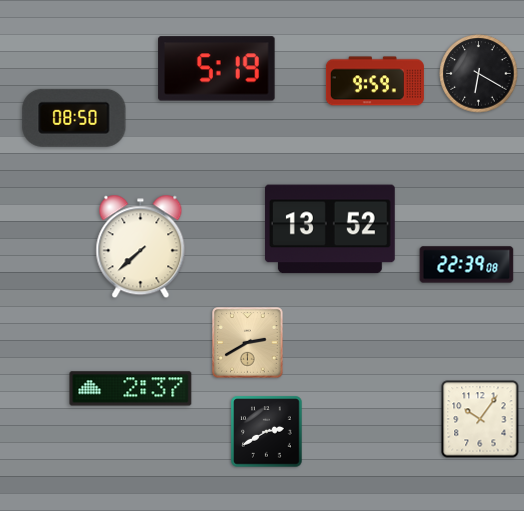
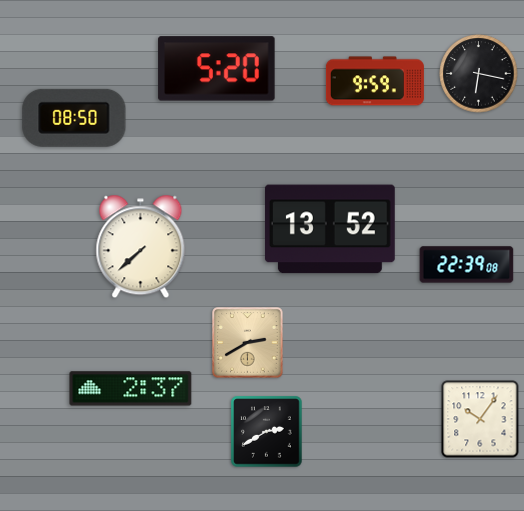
clock at (217, 69): 5:19 -> 5:20
clock at (479, 74): 6:20 -> 6:17
